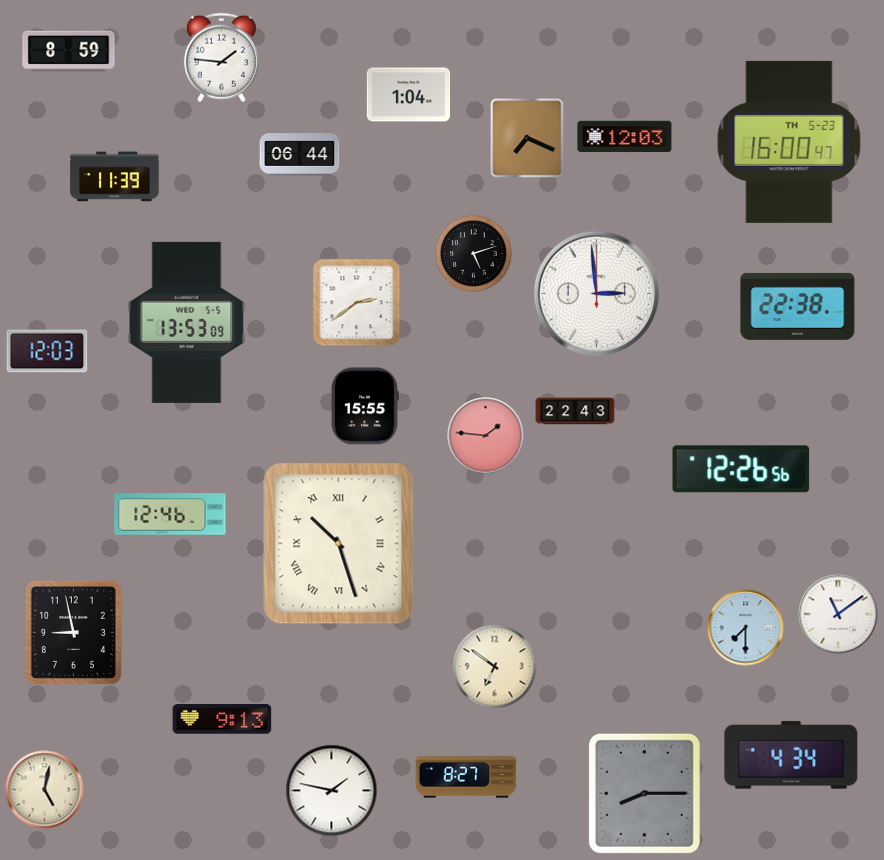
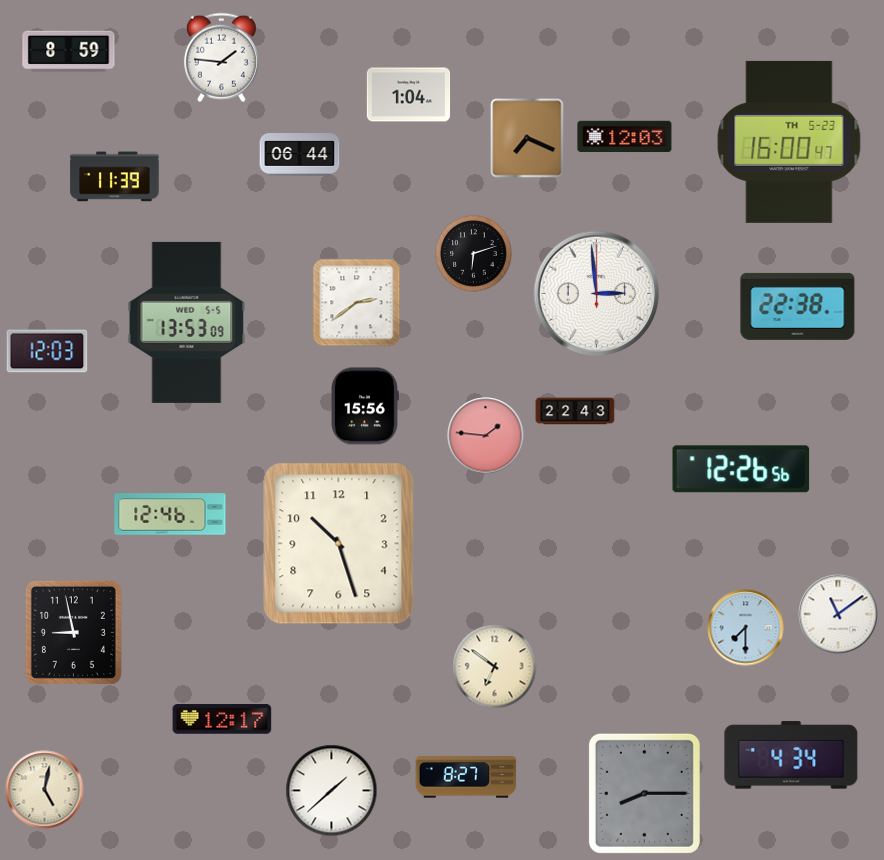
clock at (474, 254): 5:12 -> 6:12
clock at (365, 406): 15:55 -> 15:56
clock at (339, 544) numerals: Roman -> Arabic
clock at (222, 719): 9:13 -> 12:17
clock at (332, 791): 1:47 -> 1:38
